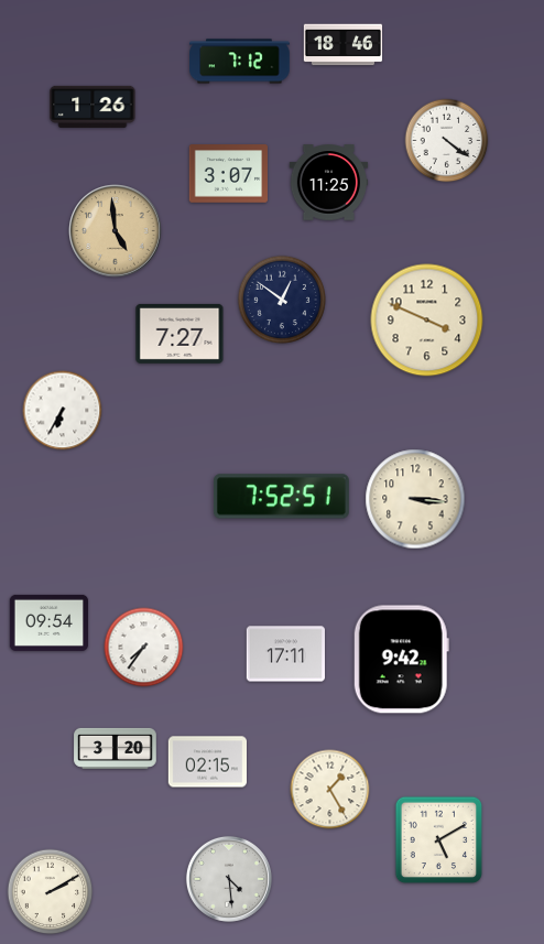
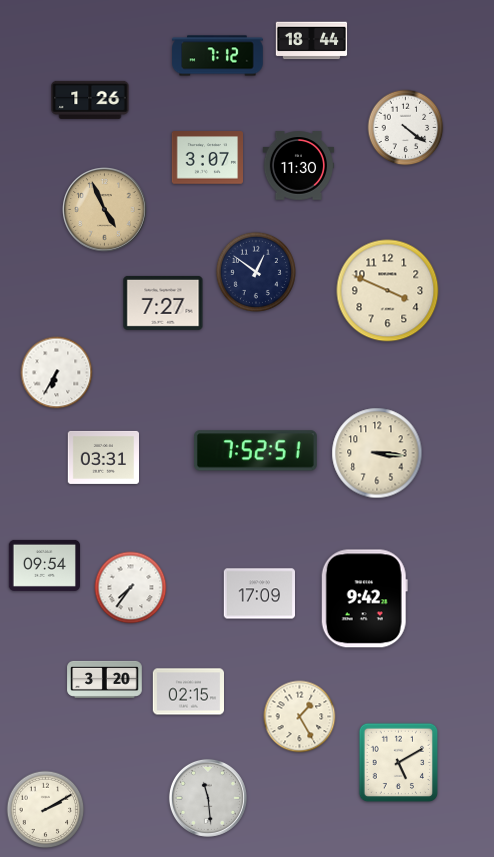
clock at (344, 45): 18:46 -> 18:44
clock at (93, 107) position: (93, 107) -> (90, 100)
clock at (329, 183): 11:25 -> 11:30
clock at (116, 231): 4:59 -> 4:56
clock at (103, 457): none -> 03:31
clock at (285, 654): 17:11 -> 17:09
clock at (229, 879): 4:29 -> 11:29
